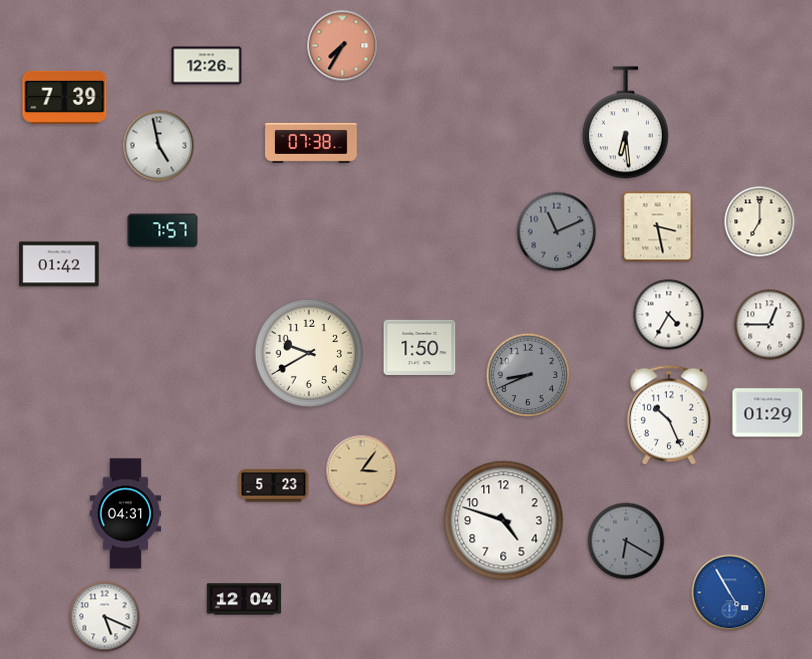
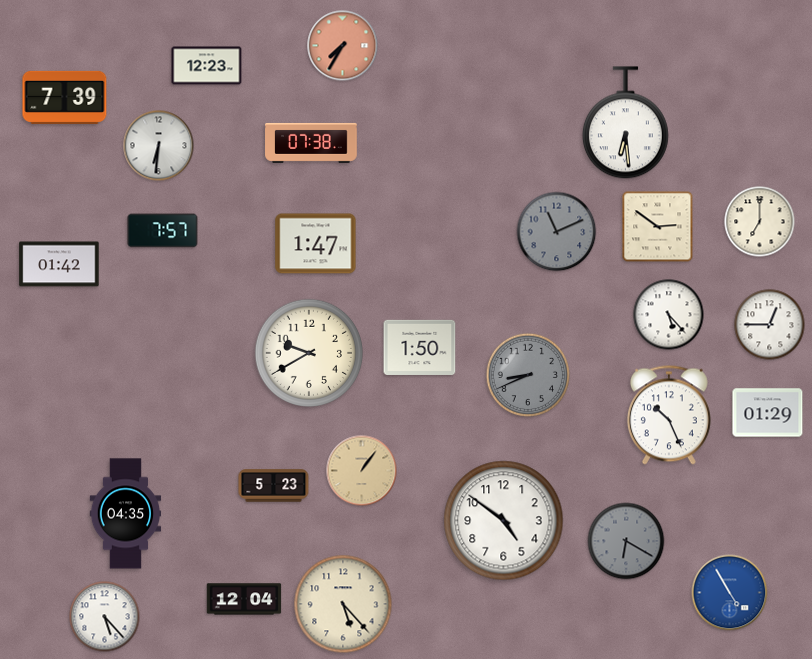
clock at (207, 66): 12:26 -> 12:23
clock at (159, 146): 4:58 -> 6:31
clock at (658, 227): 3:28 -> 2:51
clock at (316, 244): none -> 1:47
clock at (669, 315): 4:35 -> 5:23
clock at (362, 471): 3:06 -> 1:06
clock at (126, 514): 04:31 -> 04:35
clock at (504, 521): 4:48 -> 4:51
clock at (343, 604): none -> 5:23
clock at (105, 617): 5:19 -> 5:23
